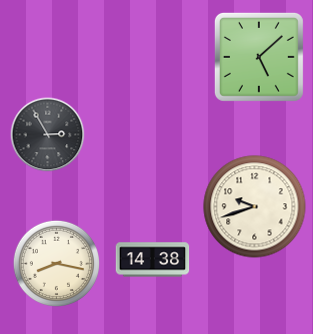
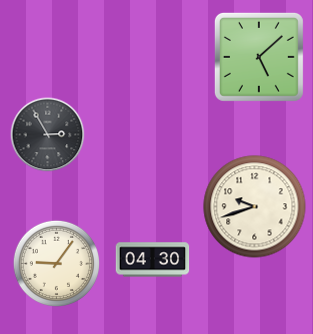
clock at (153, 260): 14:38 -> 04:30
clock at (56, 263): 8:17 -> 9:06
